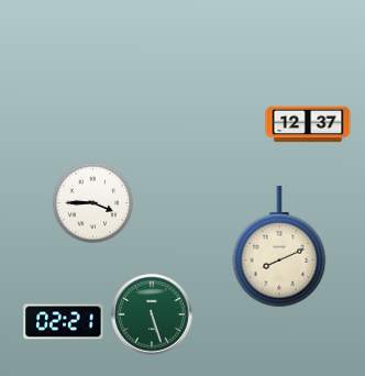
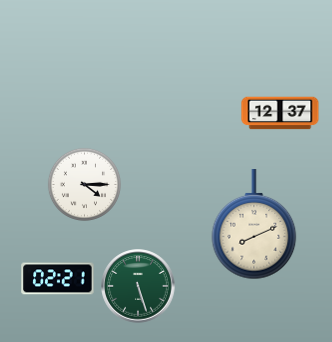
clock at (92, 202): 3:45 -> 4:15
clock at (64, 322) position: (64, 322) -> (58, 279)
